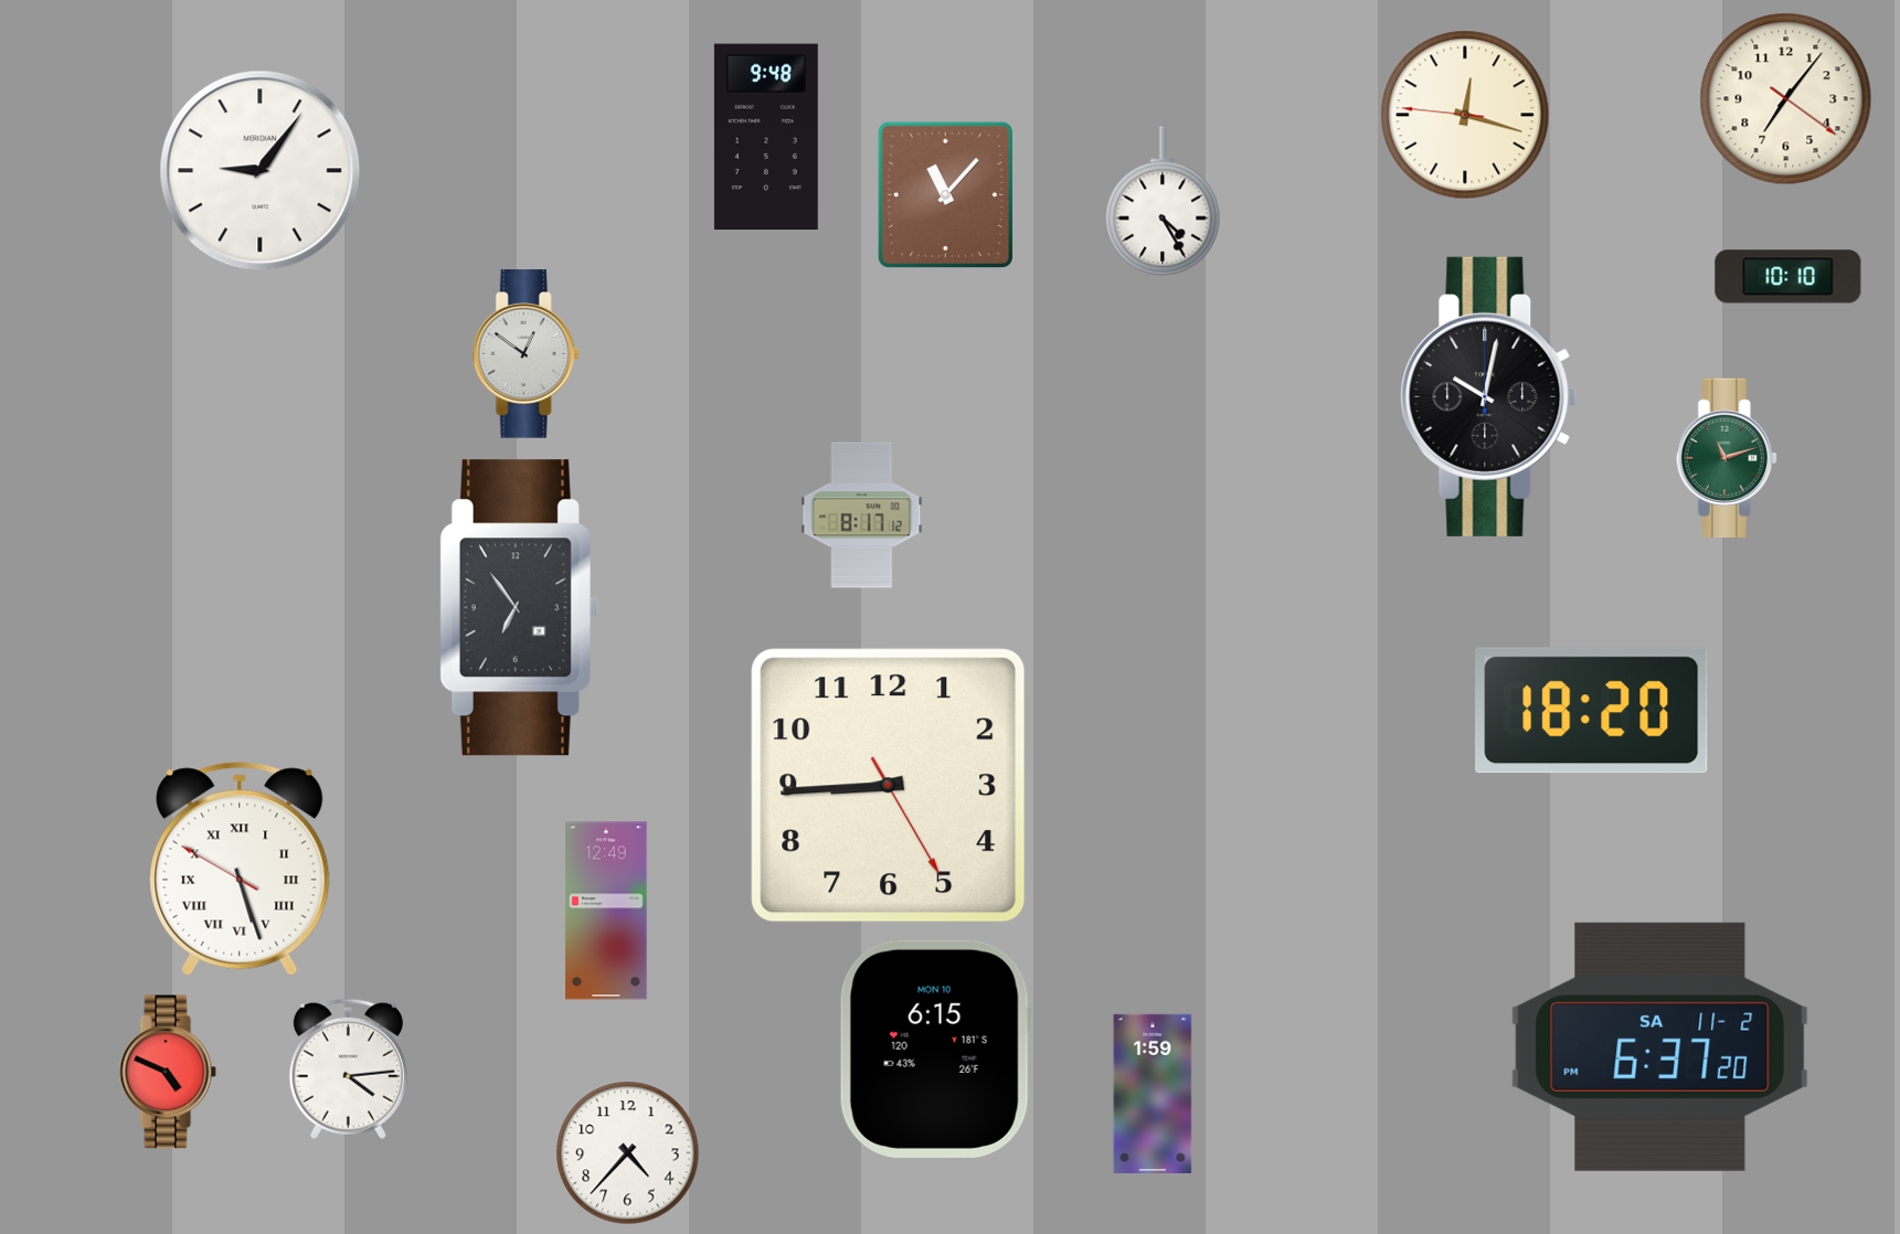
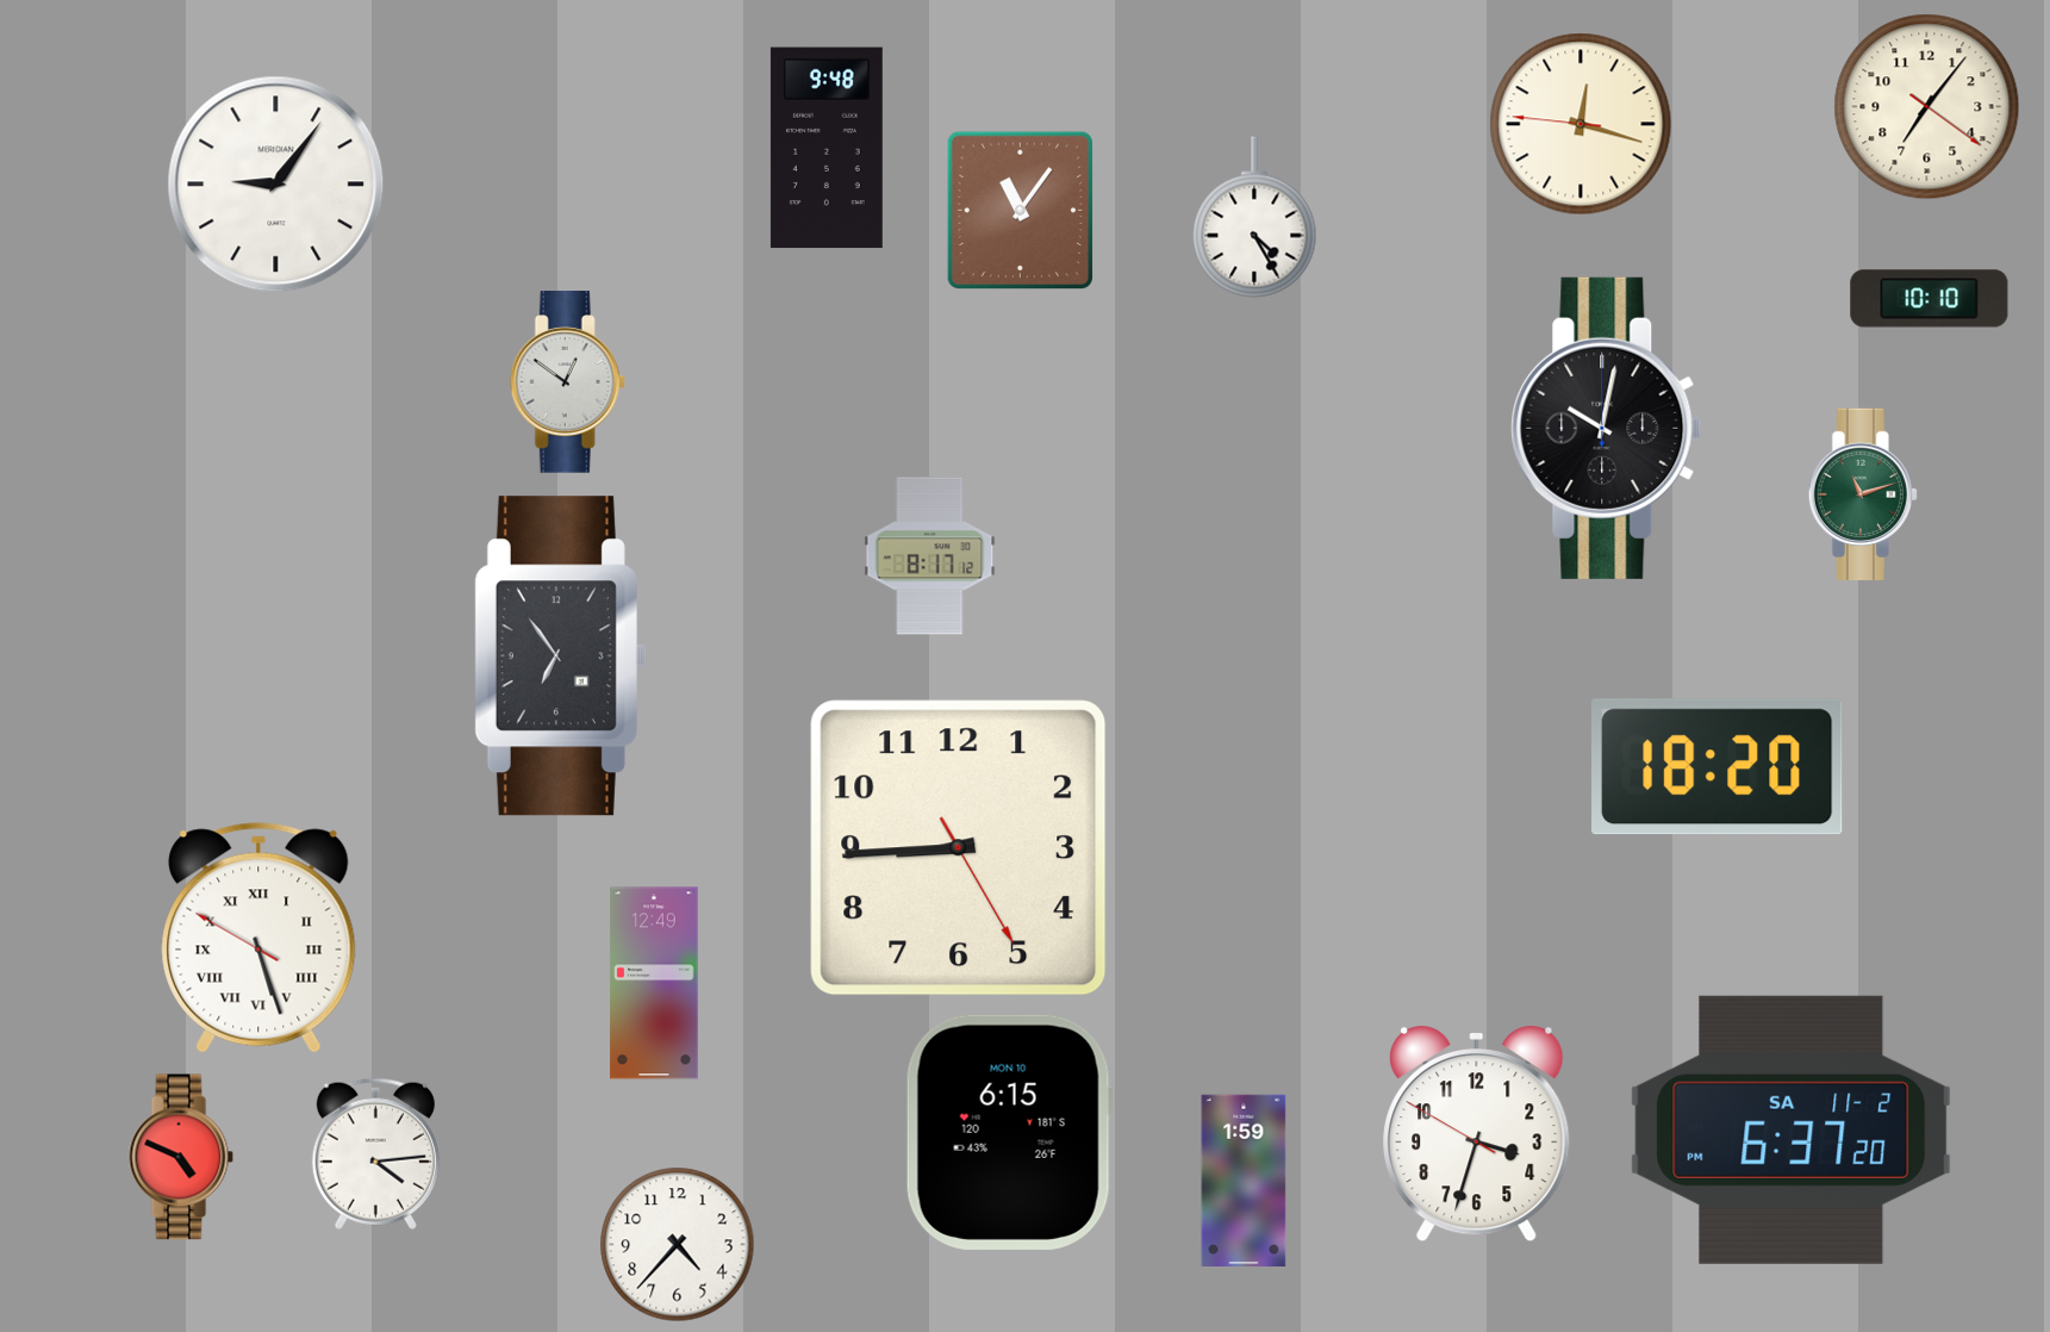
clock at (261, 171) position: (261, 171) -> (276, 185)
clock at (945, 195): 11:07 -> 11:06
clock at (1477, 1134): none -> 3:32
